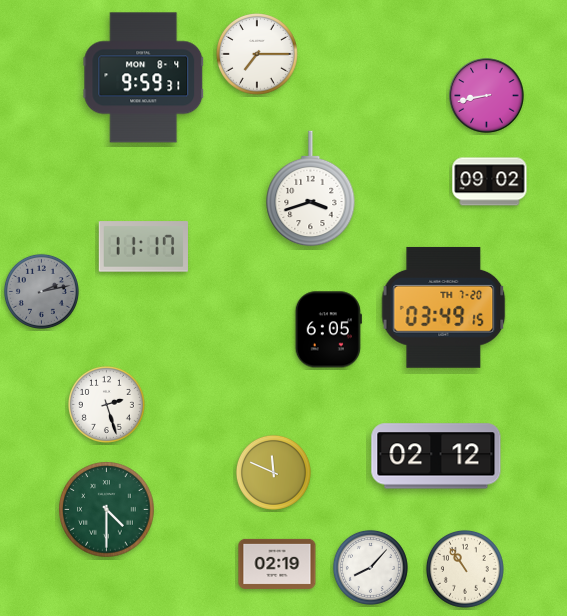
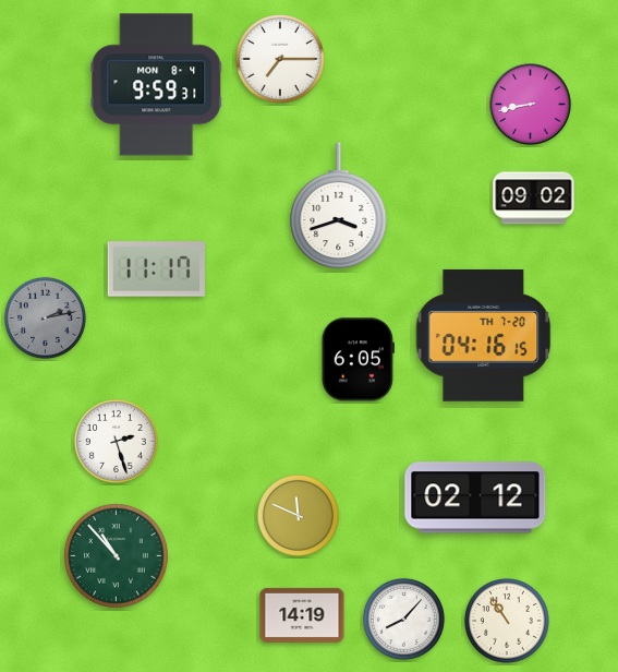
clock at (444, 307): 03:49 -> 04:16
clock at (107, 510): 4:30 -> 10:53
clock at (277, 564): 02:19 -> 14:19
